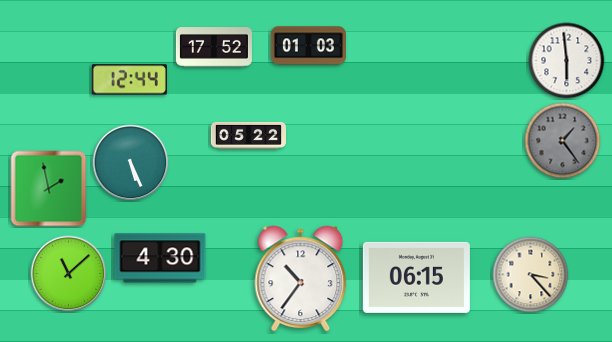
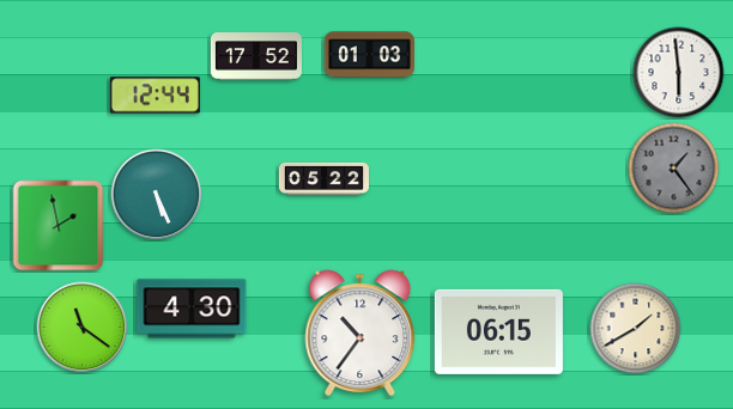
clock at (248, 135) position: (248, 135) -> (323, 178)
clock at (69, 274): 11:08 -> 11:21
clock at (531, 275): 3:23 -> 1:40
